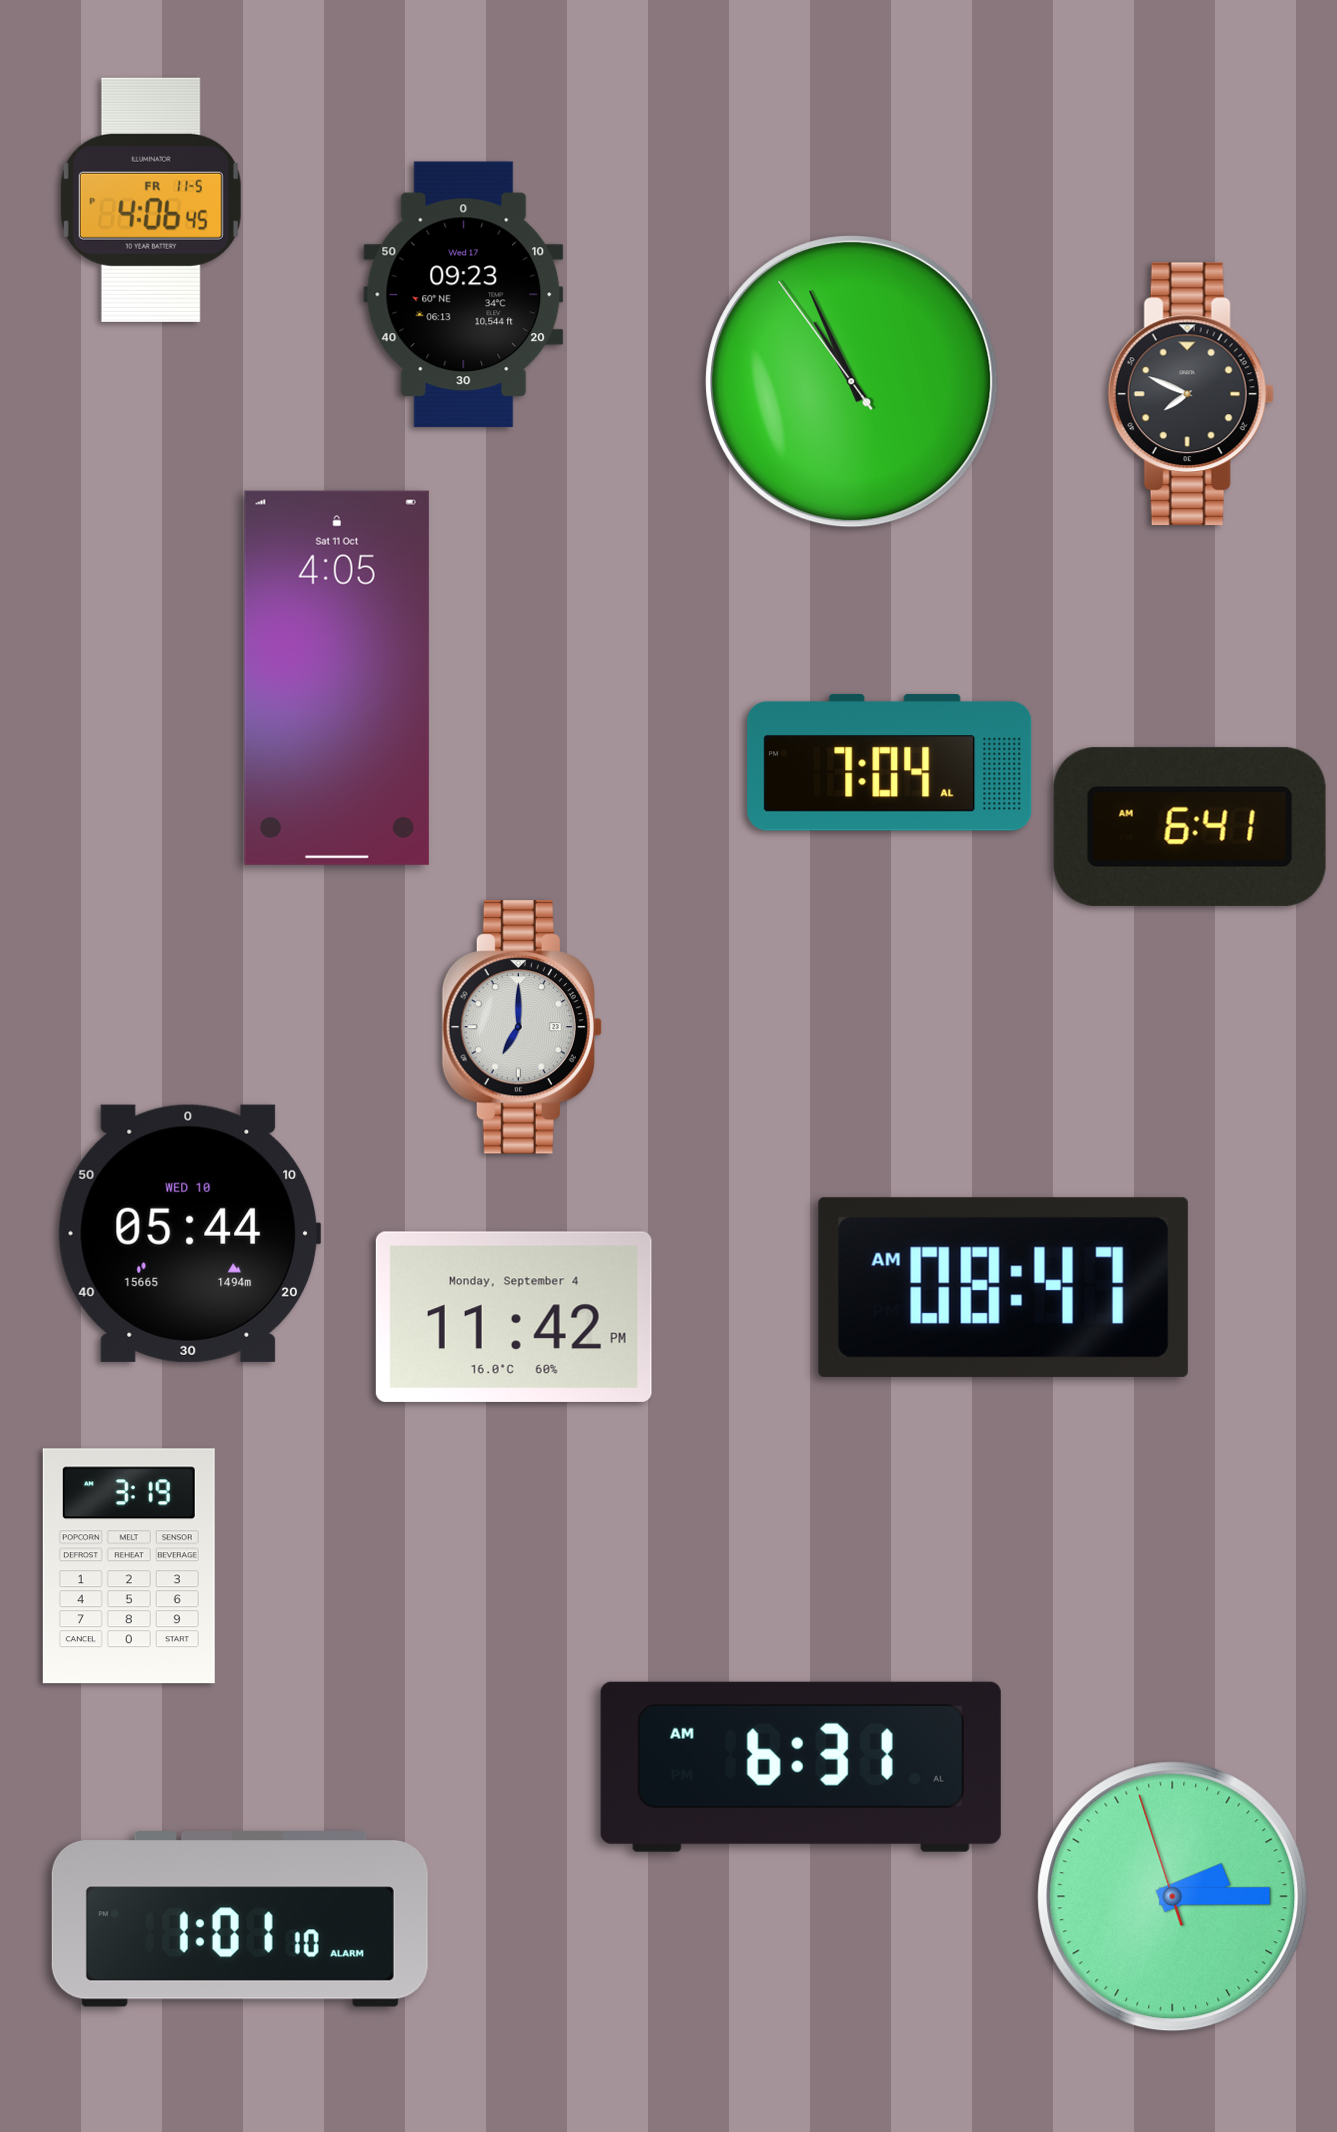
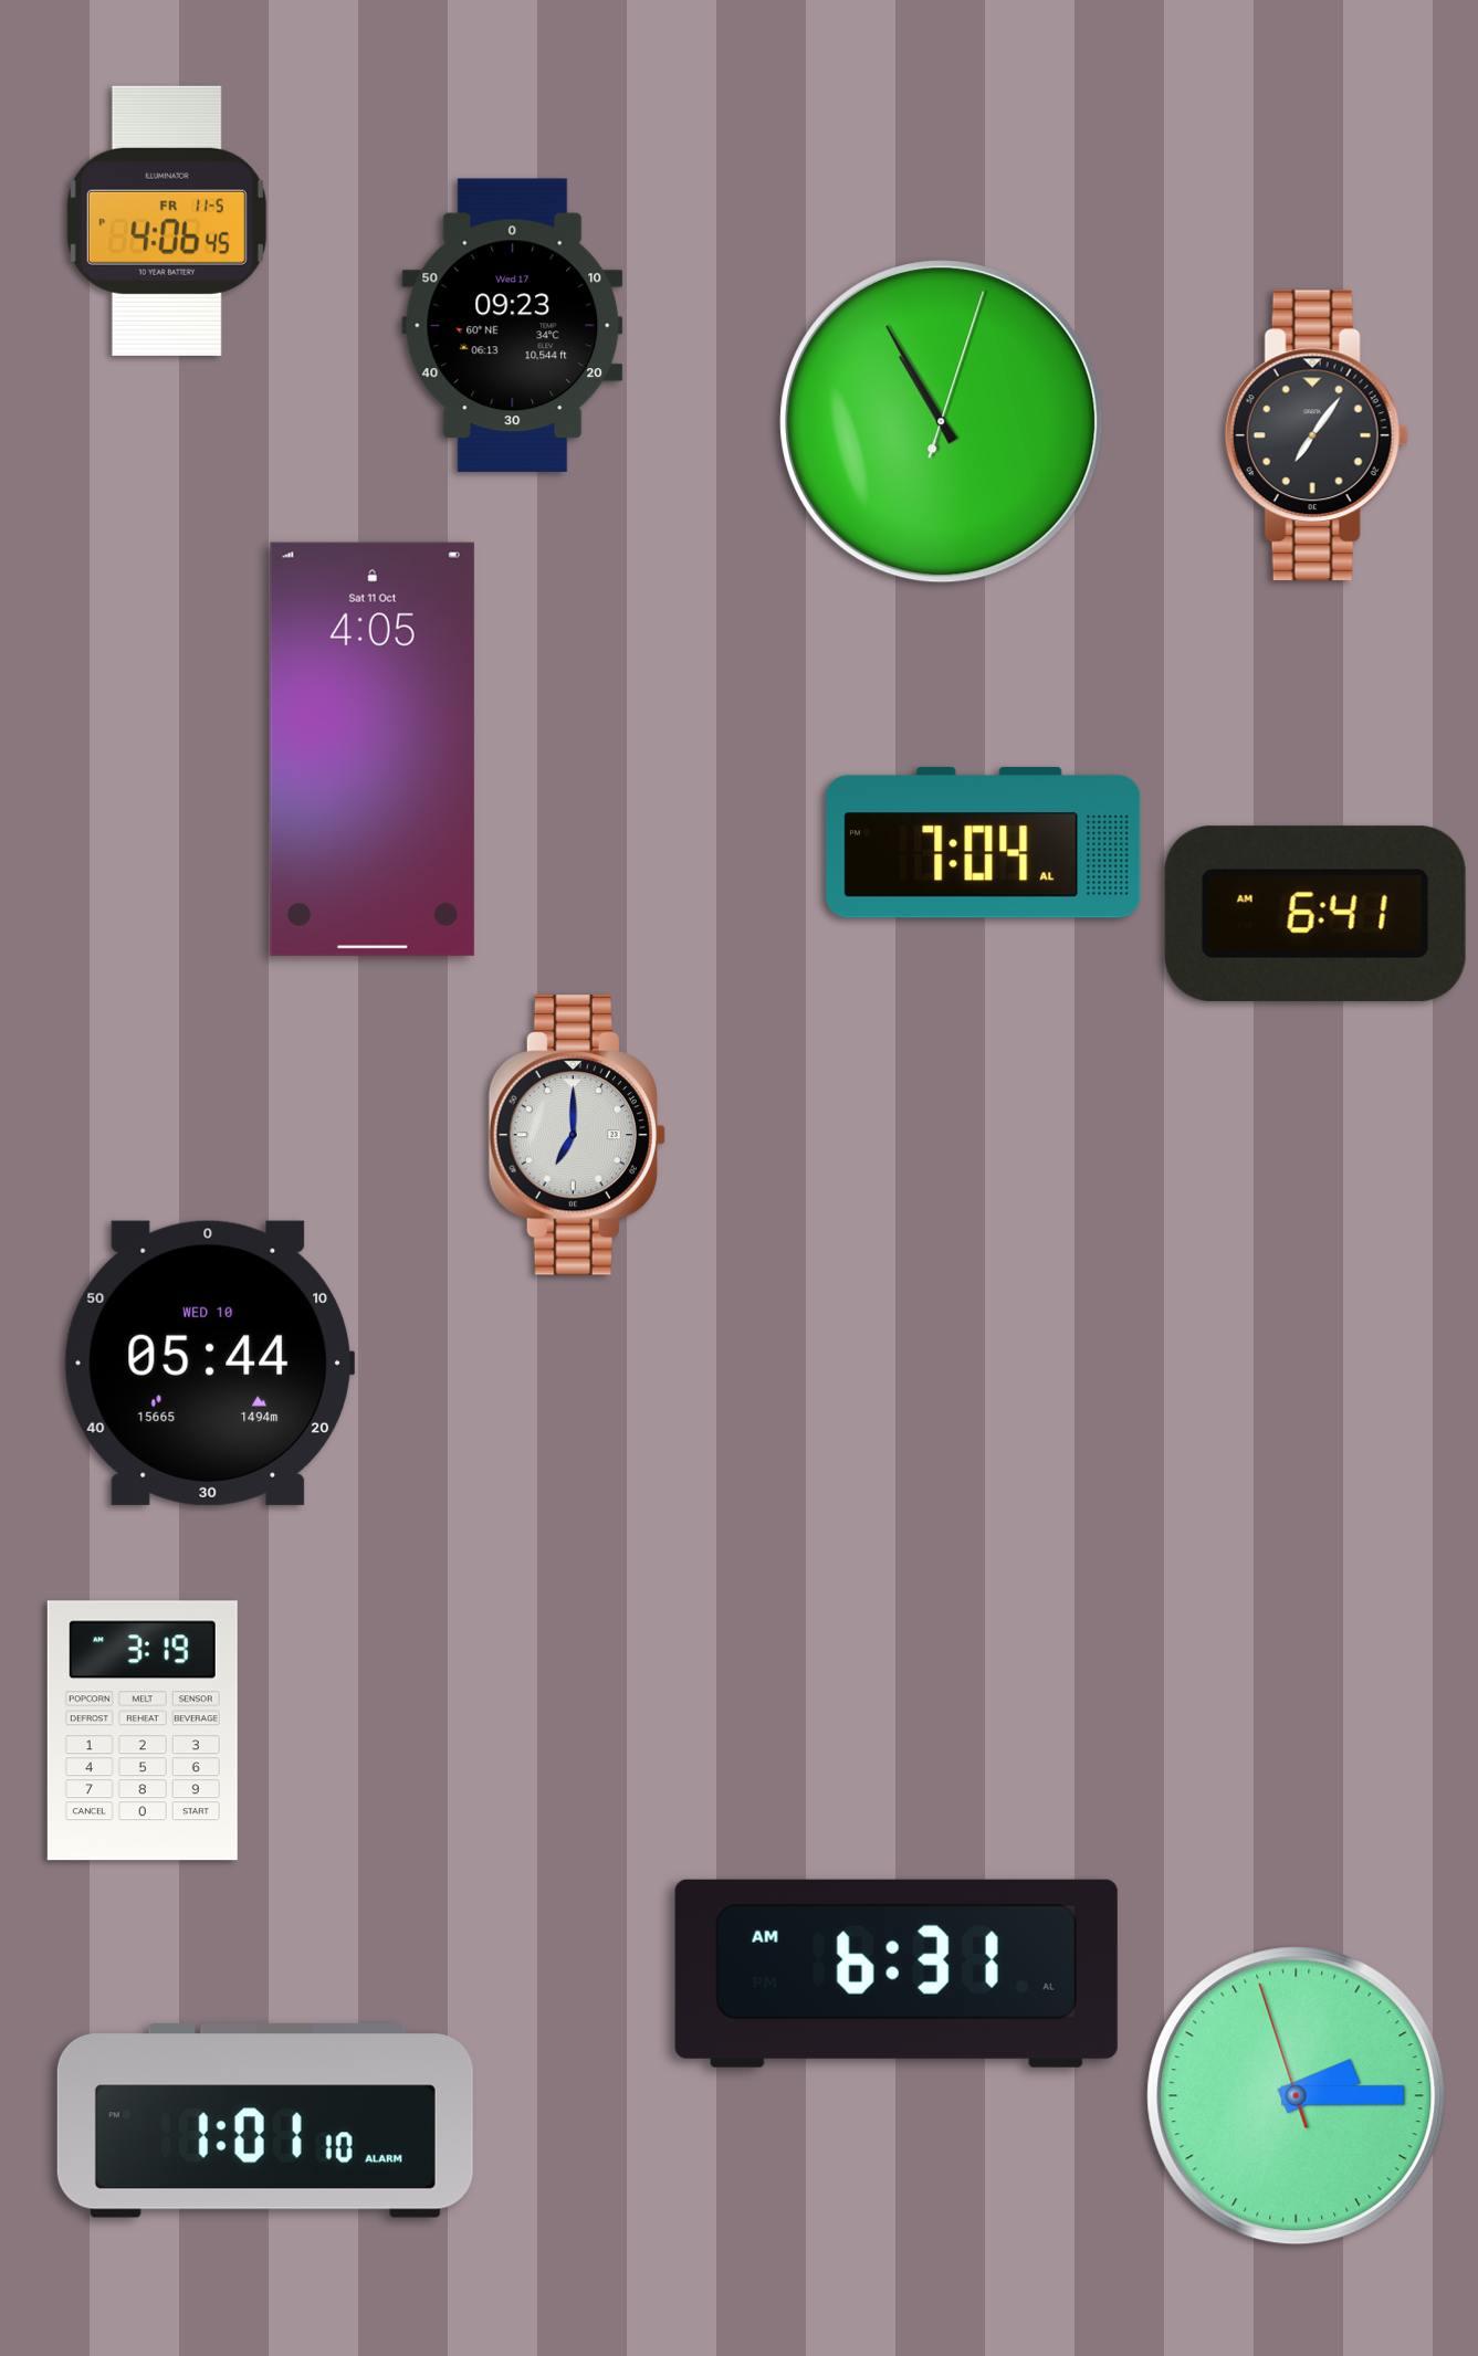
clock at (852, 382): 10:55:54 -> 10:55:03
clock at (1191, 394): 7:49 -> 7:06
clock at (1003, 1287): 08:47 -> none
clock at (514, 1317): 11:42 -> none
clock at (801, 1767) position: (801, 1767) -> (897, 1974)
